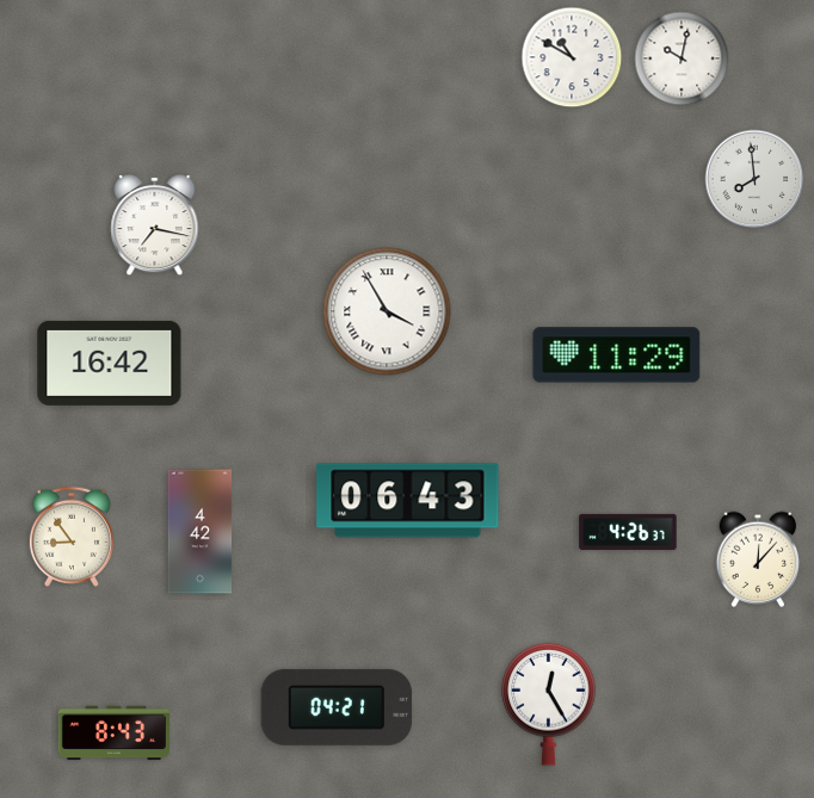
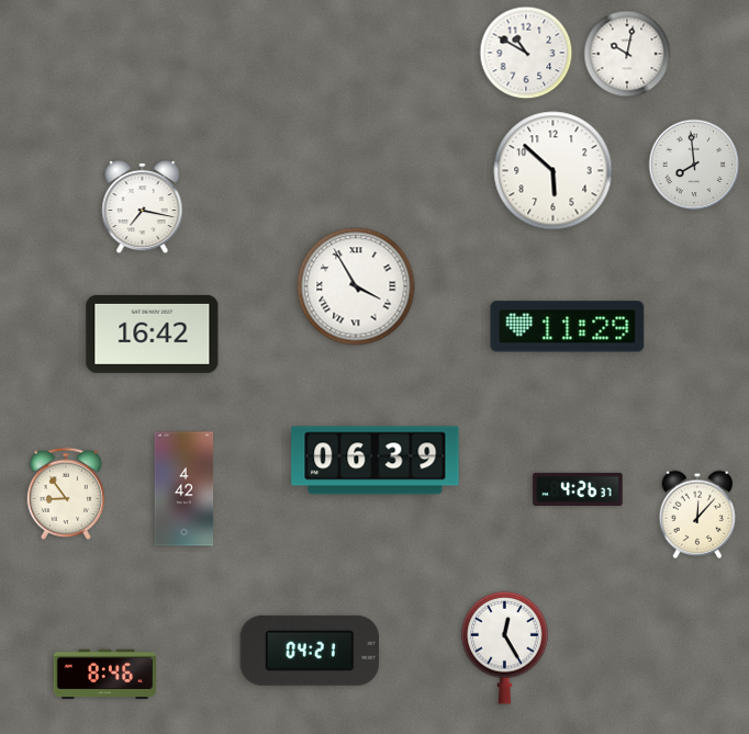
clock at (554, 171): none -> 5:52
clock at (110, 363) position: (110, 363) -> (153, 334)
clock at (408, 501): 06:43 -> 06:39
clock at (113, 734): 8:43 -> 8:46
